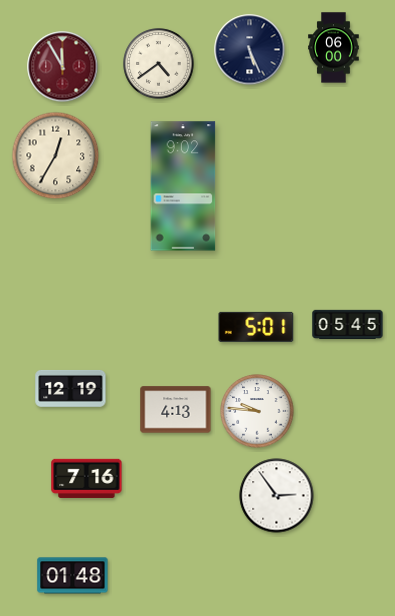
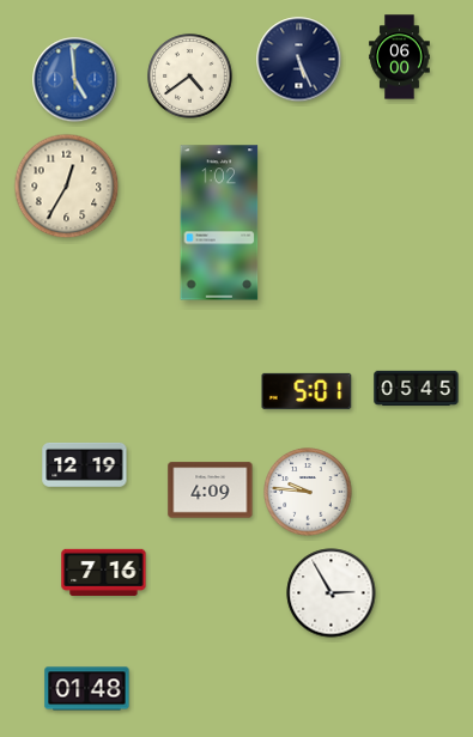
clock at (63, 67): 11:55 -> 4:59
clock at (63, 67) dial: burgundy -> blue
clock at (183, 186): 9:02 -> 1:02
clock at (176, 410): 4:13 -> 4:09
clock at (277, 496): 2:54 -> 2:55
